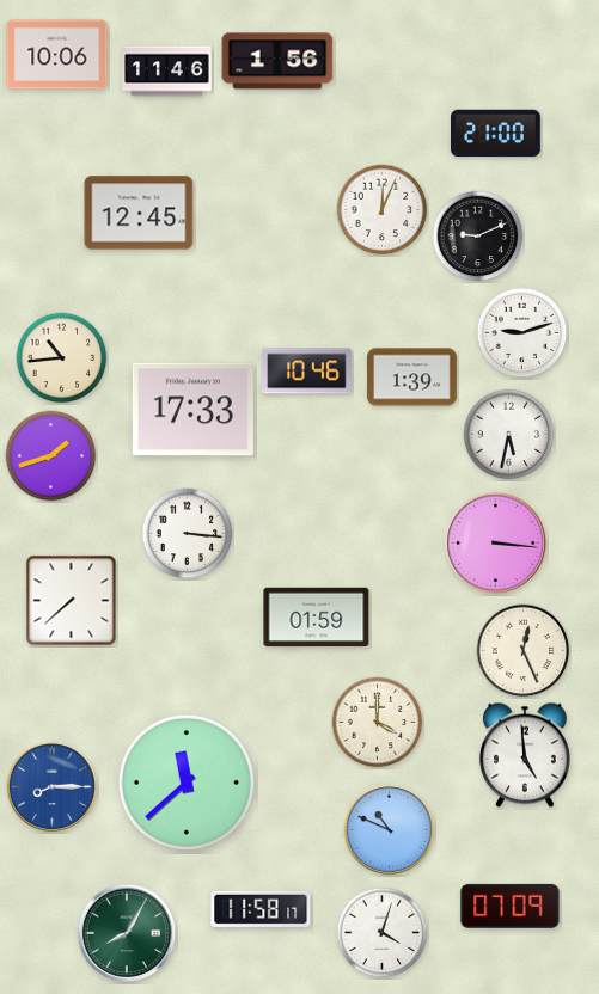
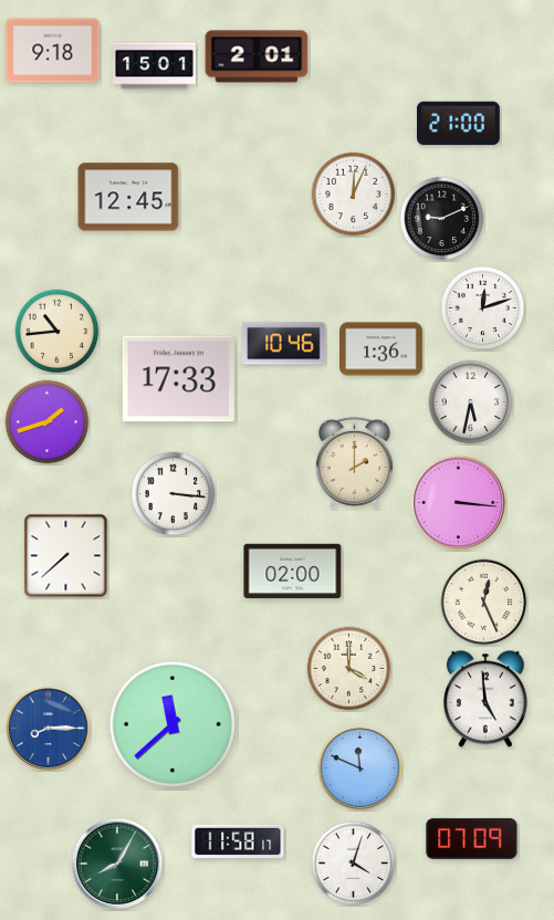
clock at (57, 55): 10:06 -> 9:18
clock at (277, 61): 1:56 -> 2:01
clock at (167, 72): 11:46 -> 15:01
clock at (522, 333): 9:12 -> 12:12
clock at (412, 378): 1:39 -> 1:36
clock at (354, 462): none -> 2:00
clock at (317, 618): 01:59 -> 02:00
clock at (389, 829): 10:49 -> 11:49
clock at (261, 909) position: (261, 909) -> (238, 841)
